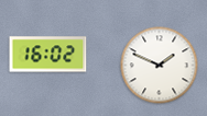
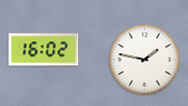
clock at (160, 66): 1:49 -> 1:47
